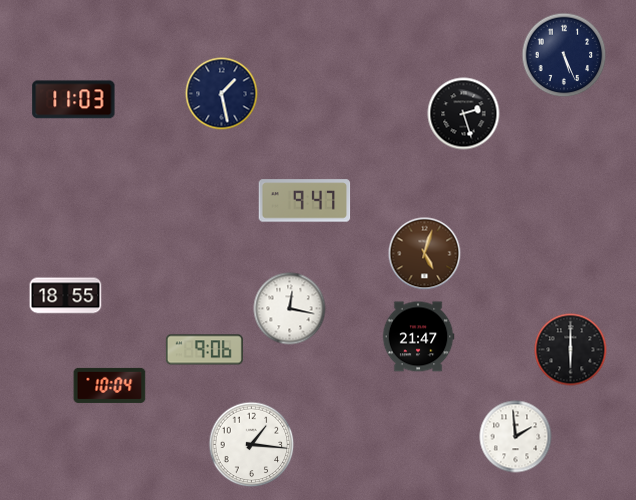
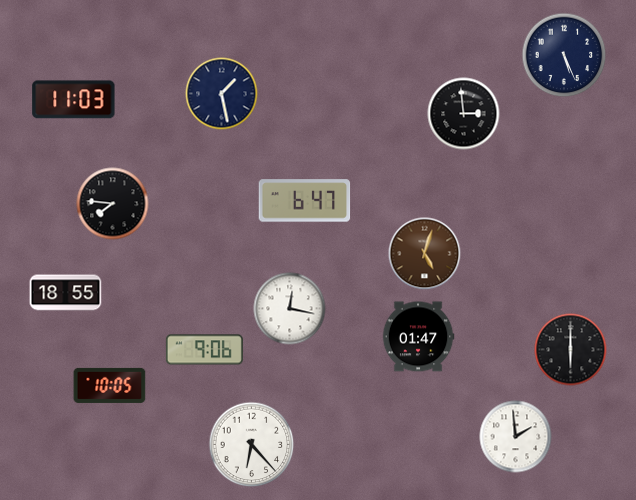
clock at (464, 114): 2:27 -> 2:59
clock at (305, 201): 9:47 -> 6:47
clock at (113, 204): none -> 7:46
clock at (66, 296) position: (66, 296) -> (66, 293)
clock at (418, 337): 21:47 -> 01:47
clock at (110, 385): 10:04 -> 10:05
clock at (252, 445): 1:16 -> 6:23
